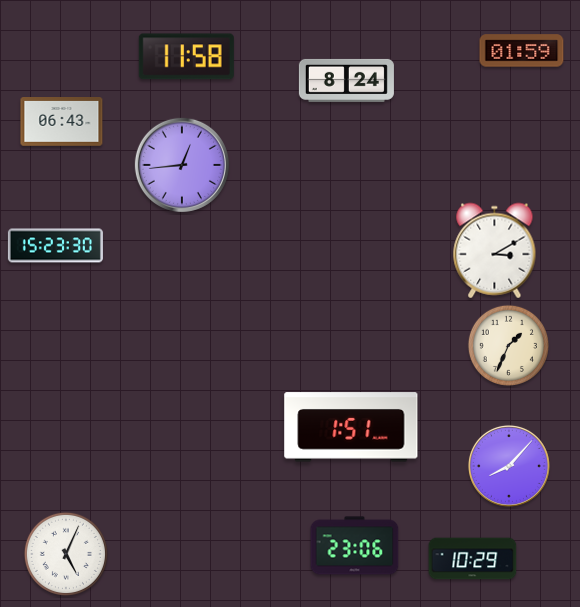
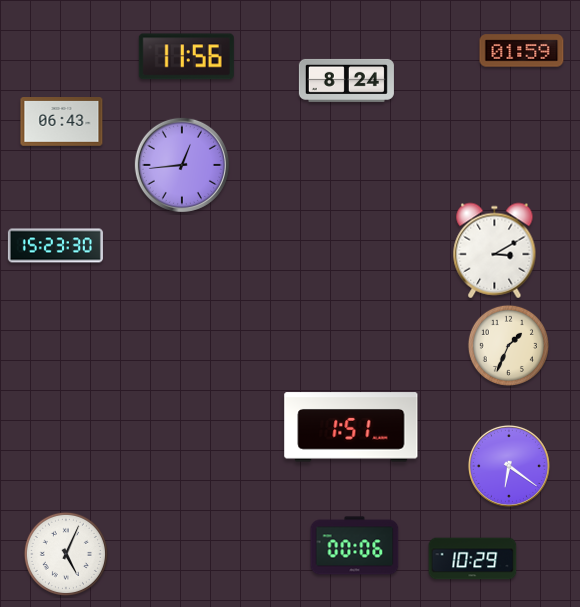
clock at (186, 57): 11:58 -> 11:56
clock at (509, 466): 8:07 -> 6:21
clock at (355, 546): 23:06 -> 00:06
